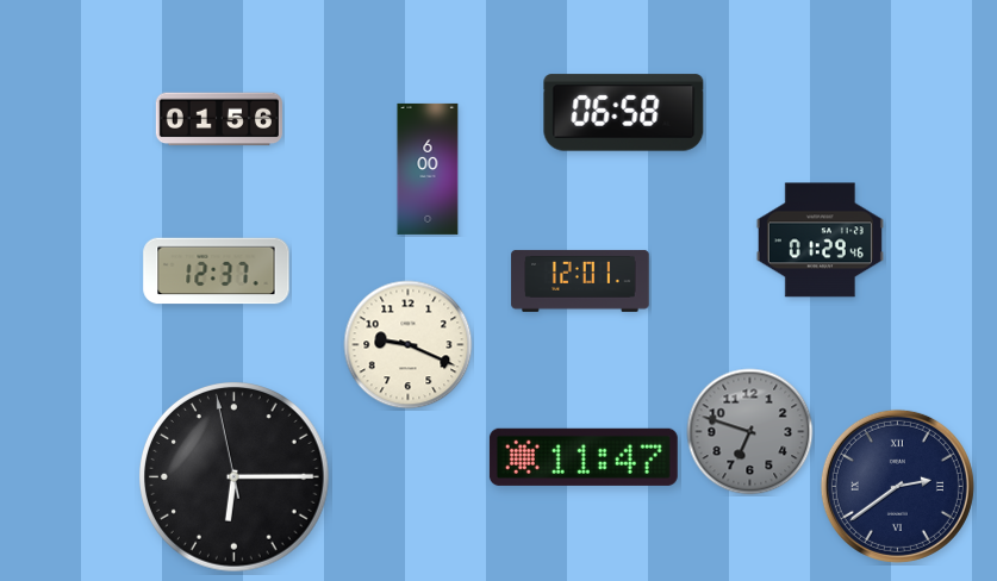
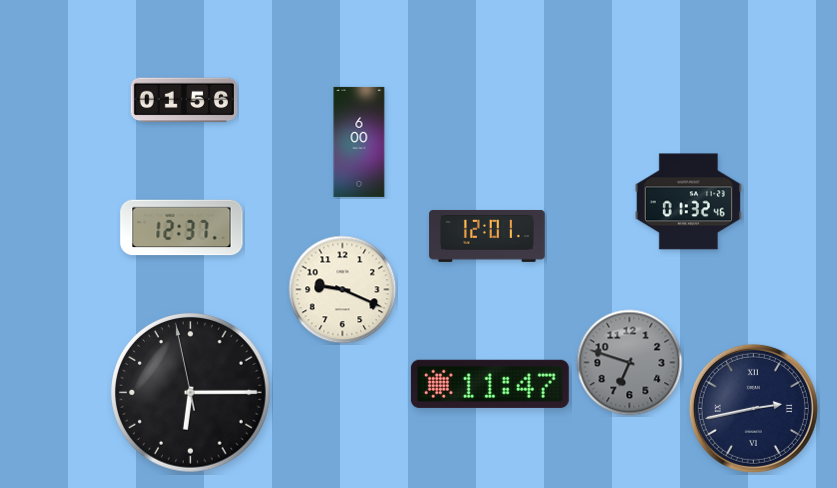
clock at (624, 113): 06:58 -> none
clock at (820, 240): 01:29 -> 01:32
clock at (235, 477) position: (235, 477) -> (191, 393)
clock at (897, 486): 2:39 -> 2:43
